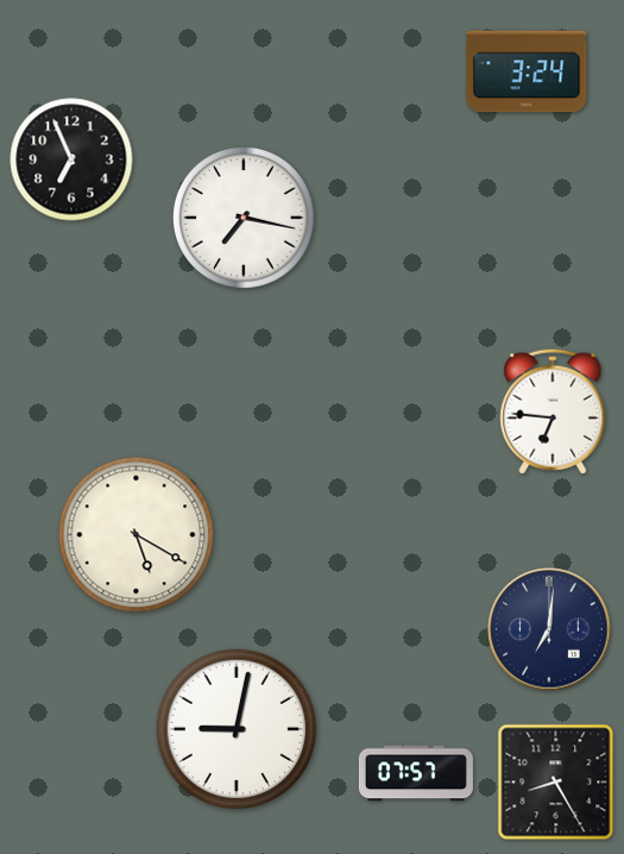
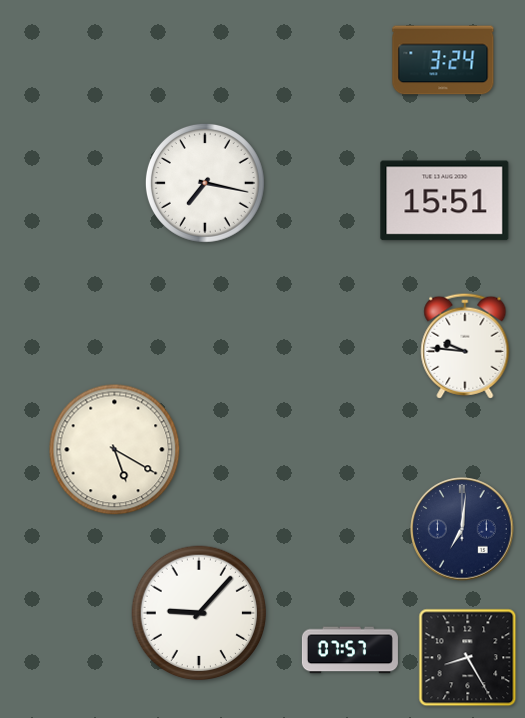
clock at (71, 159): 6:56 -> none
clock at (445, 201): none -> 15:51
clock at (553, 412): 6:46 -> 9:46
clock at (237, 729): 9:02 -> 9:07
